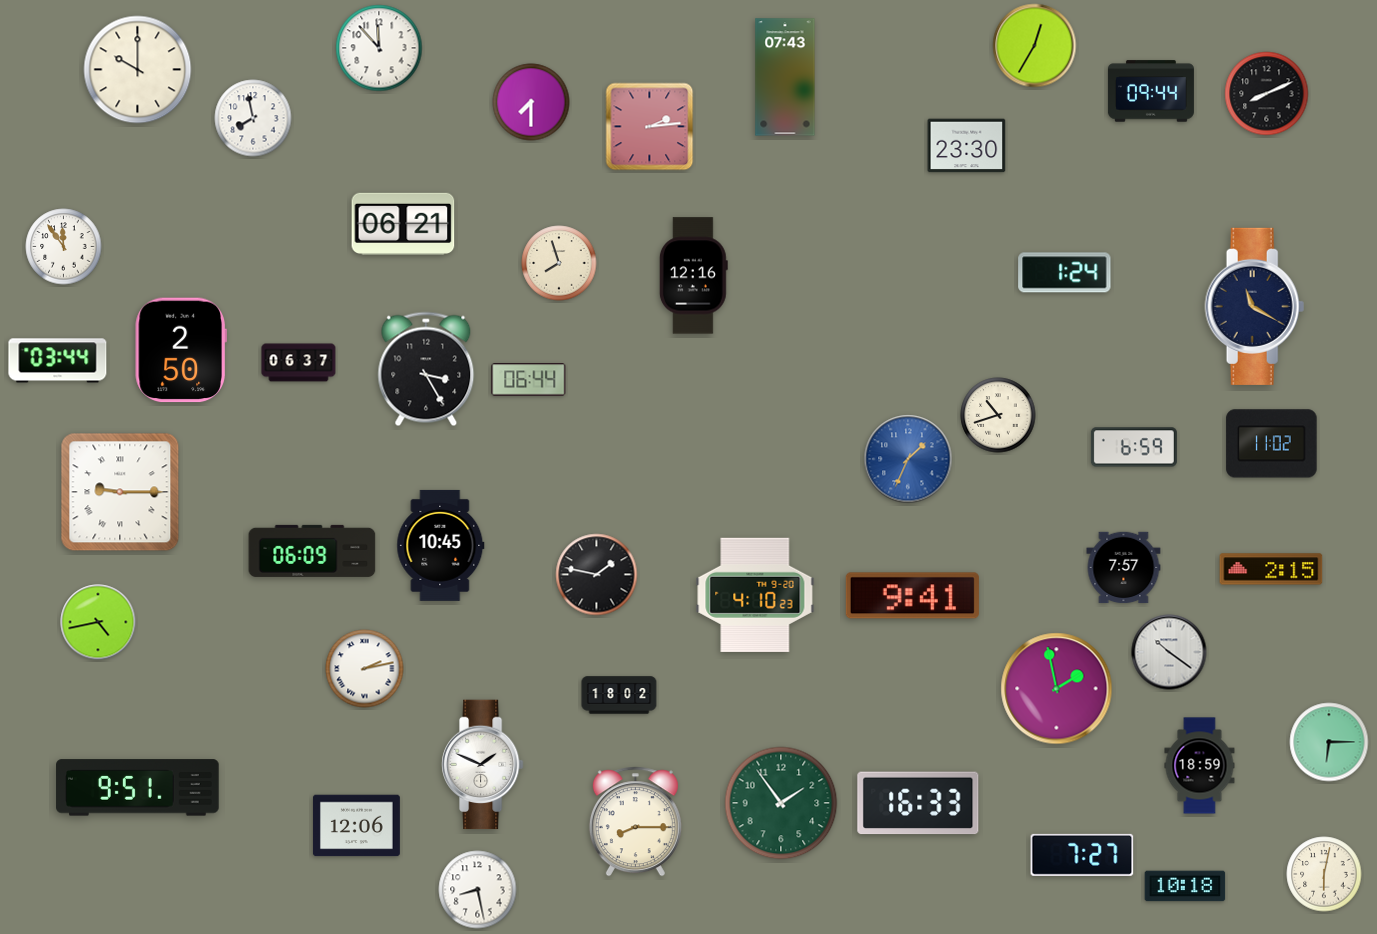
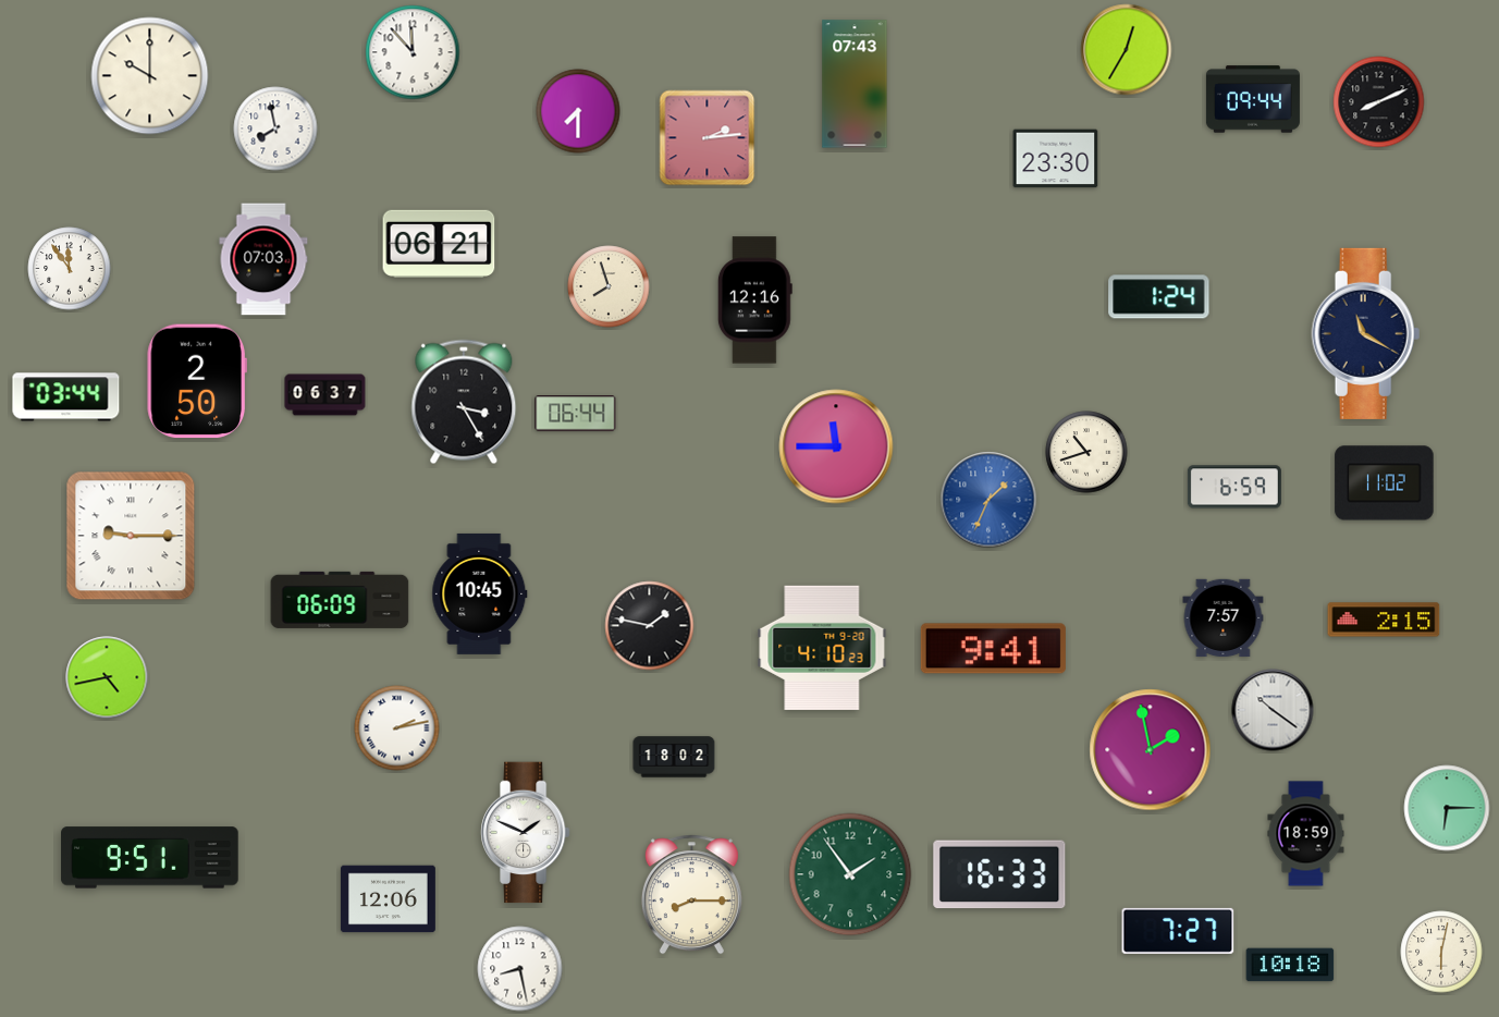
clock at (967, 146) position: (967, 146) -> (1056, 159)
clock at (263, 259): none -> 07:03
clock at (58, 361) position: (58, 361) -> (66, 397)
clock at (836, 446): none -> 11:45
